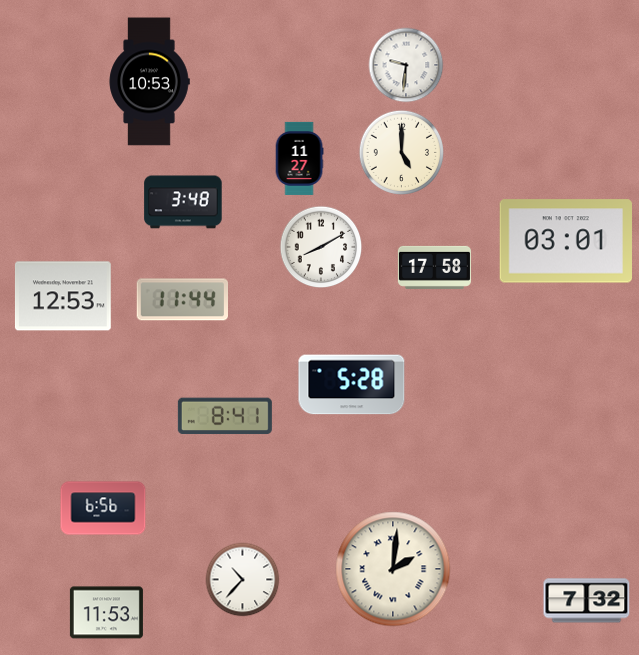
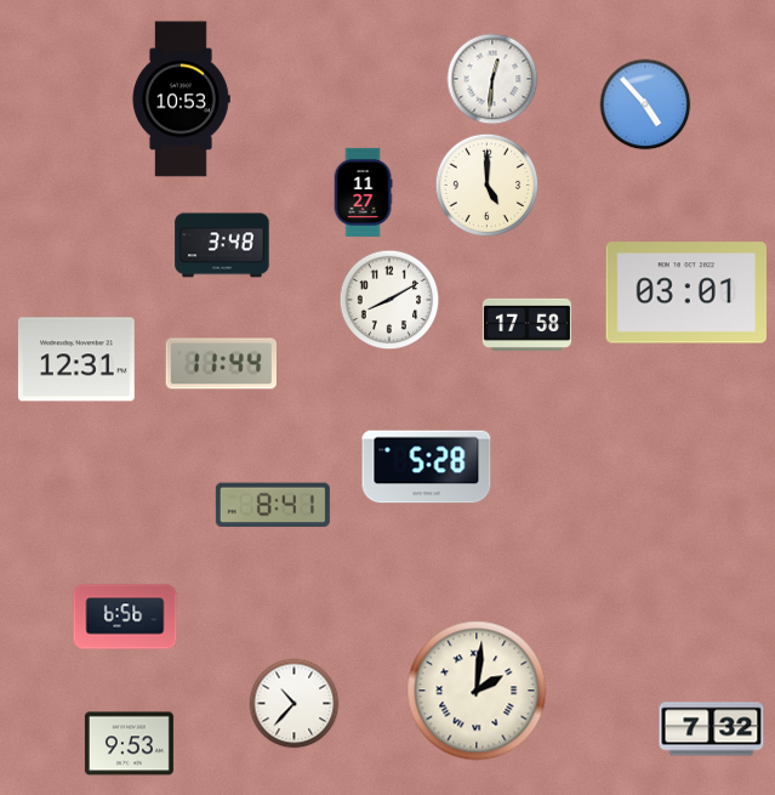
clock at (406, 65): 9:31 -> 12:31
clock at (645, 104): none -> 4:53
clock at (63, 296): 12:53 -> 12:31
clock at (106, 613): 11:53 -> 9:53
